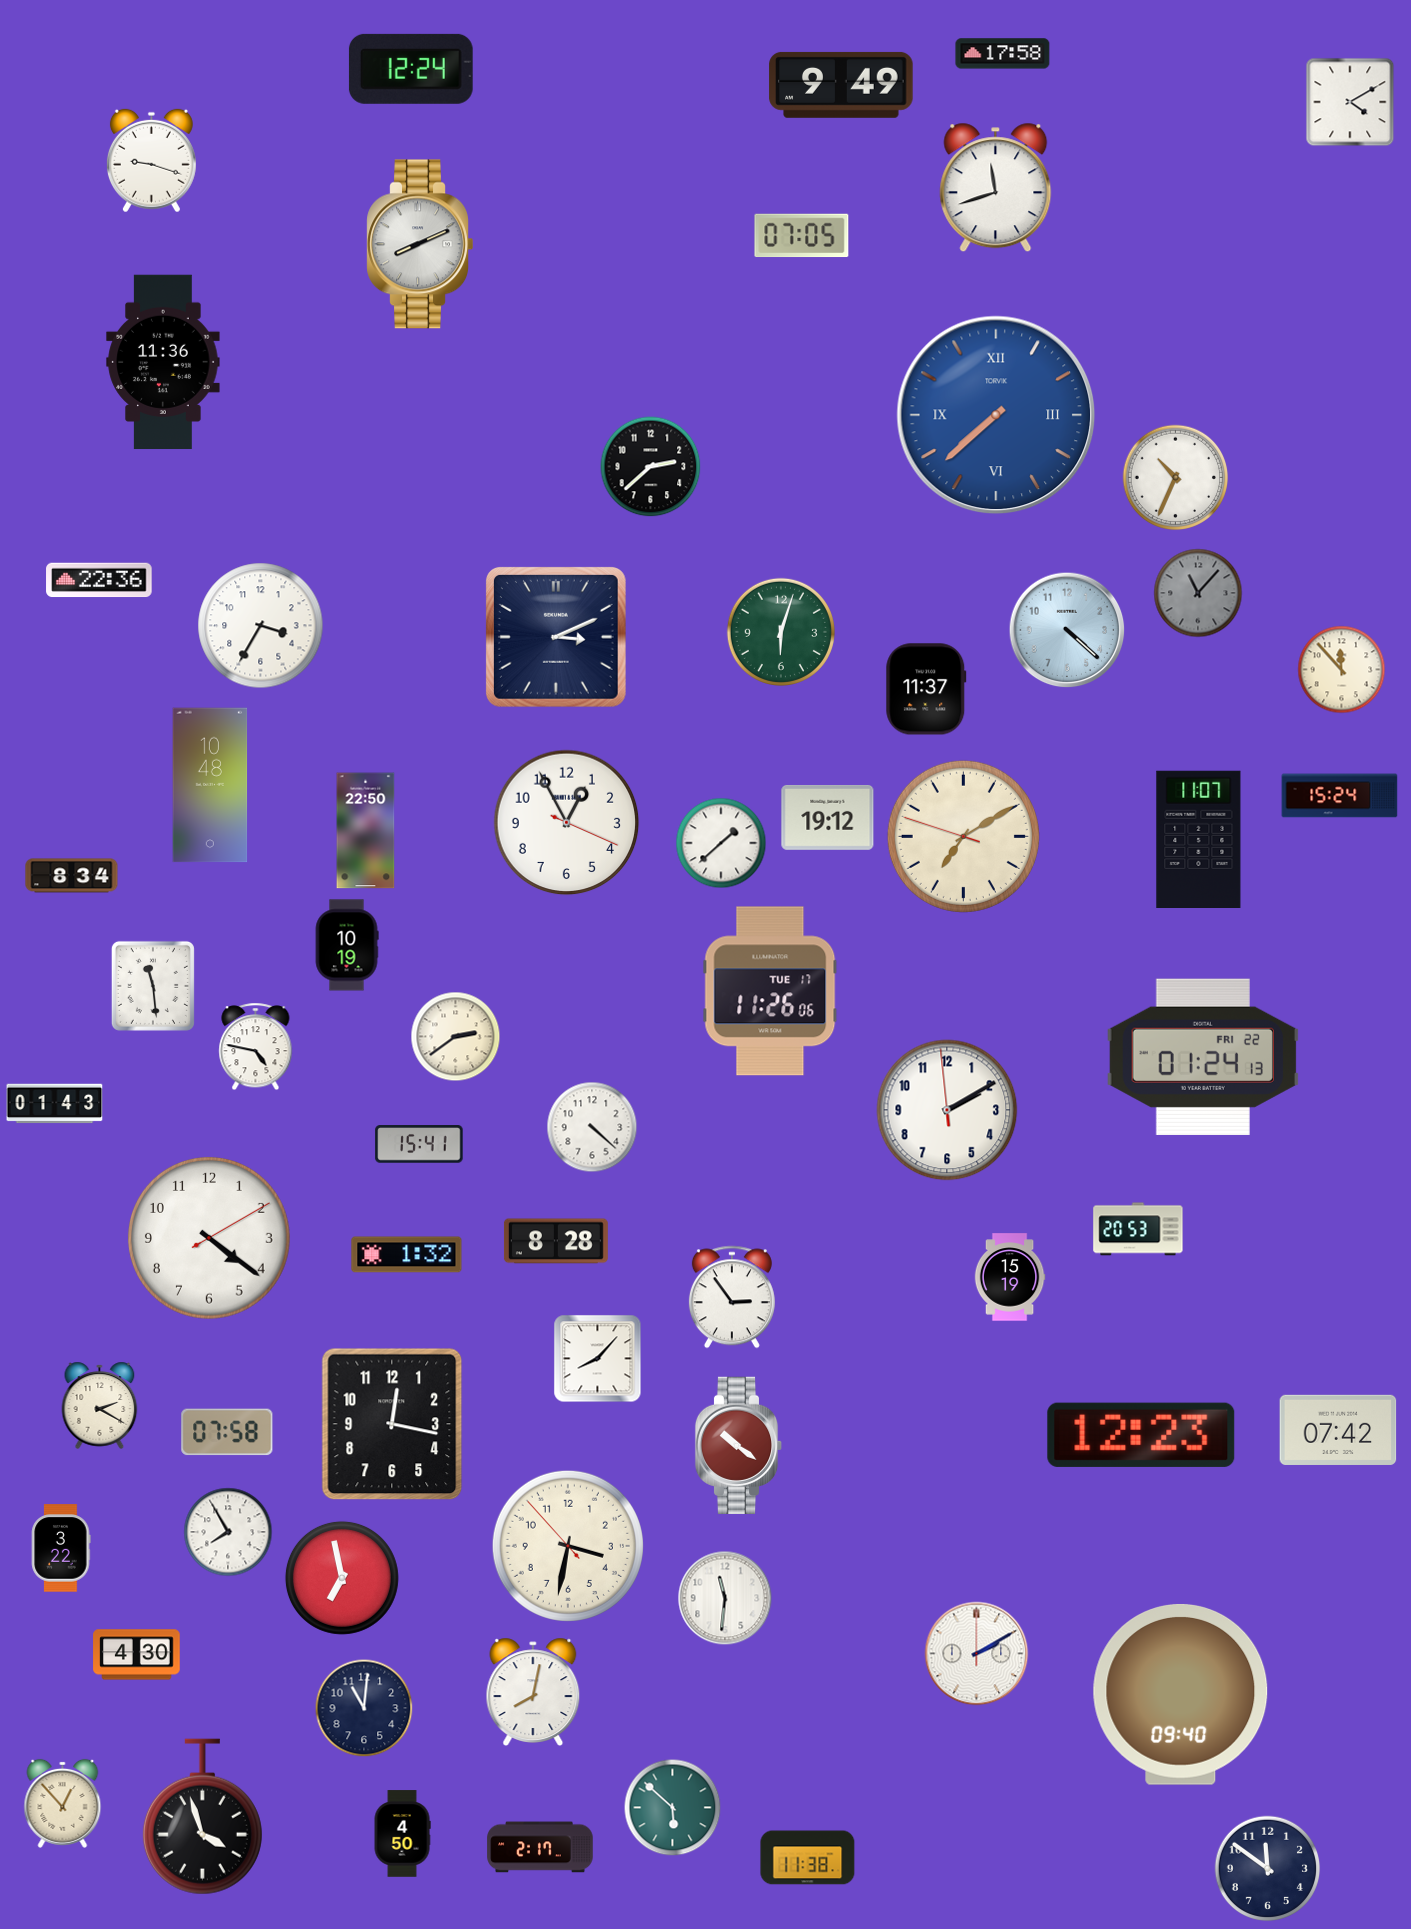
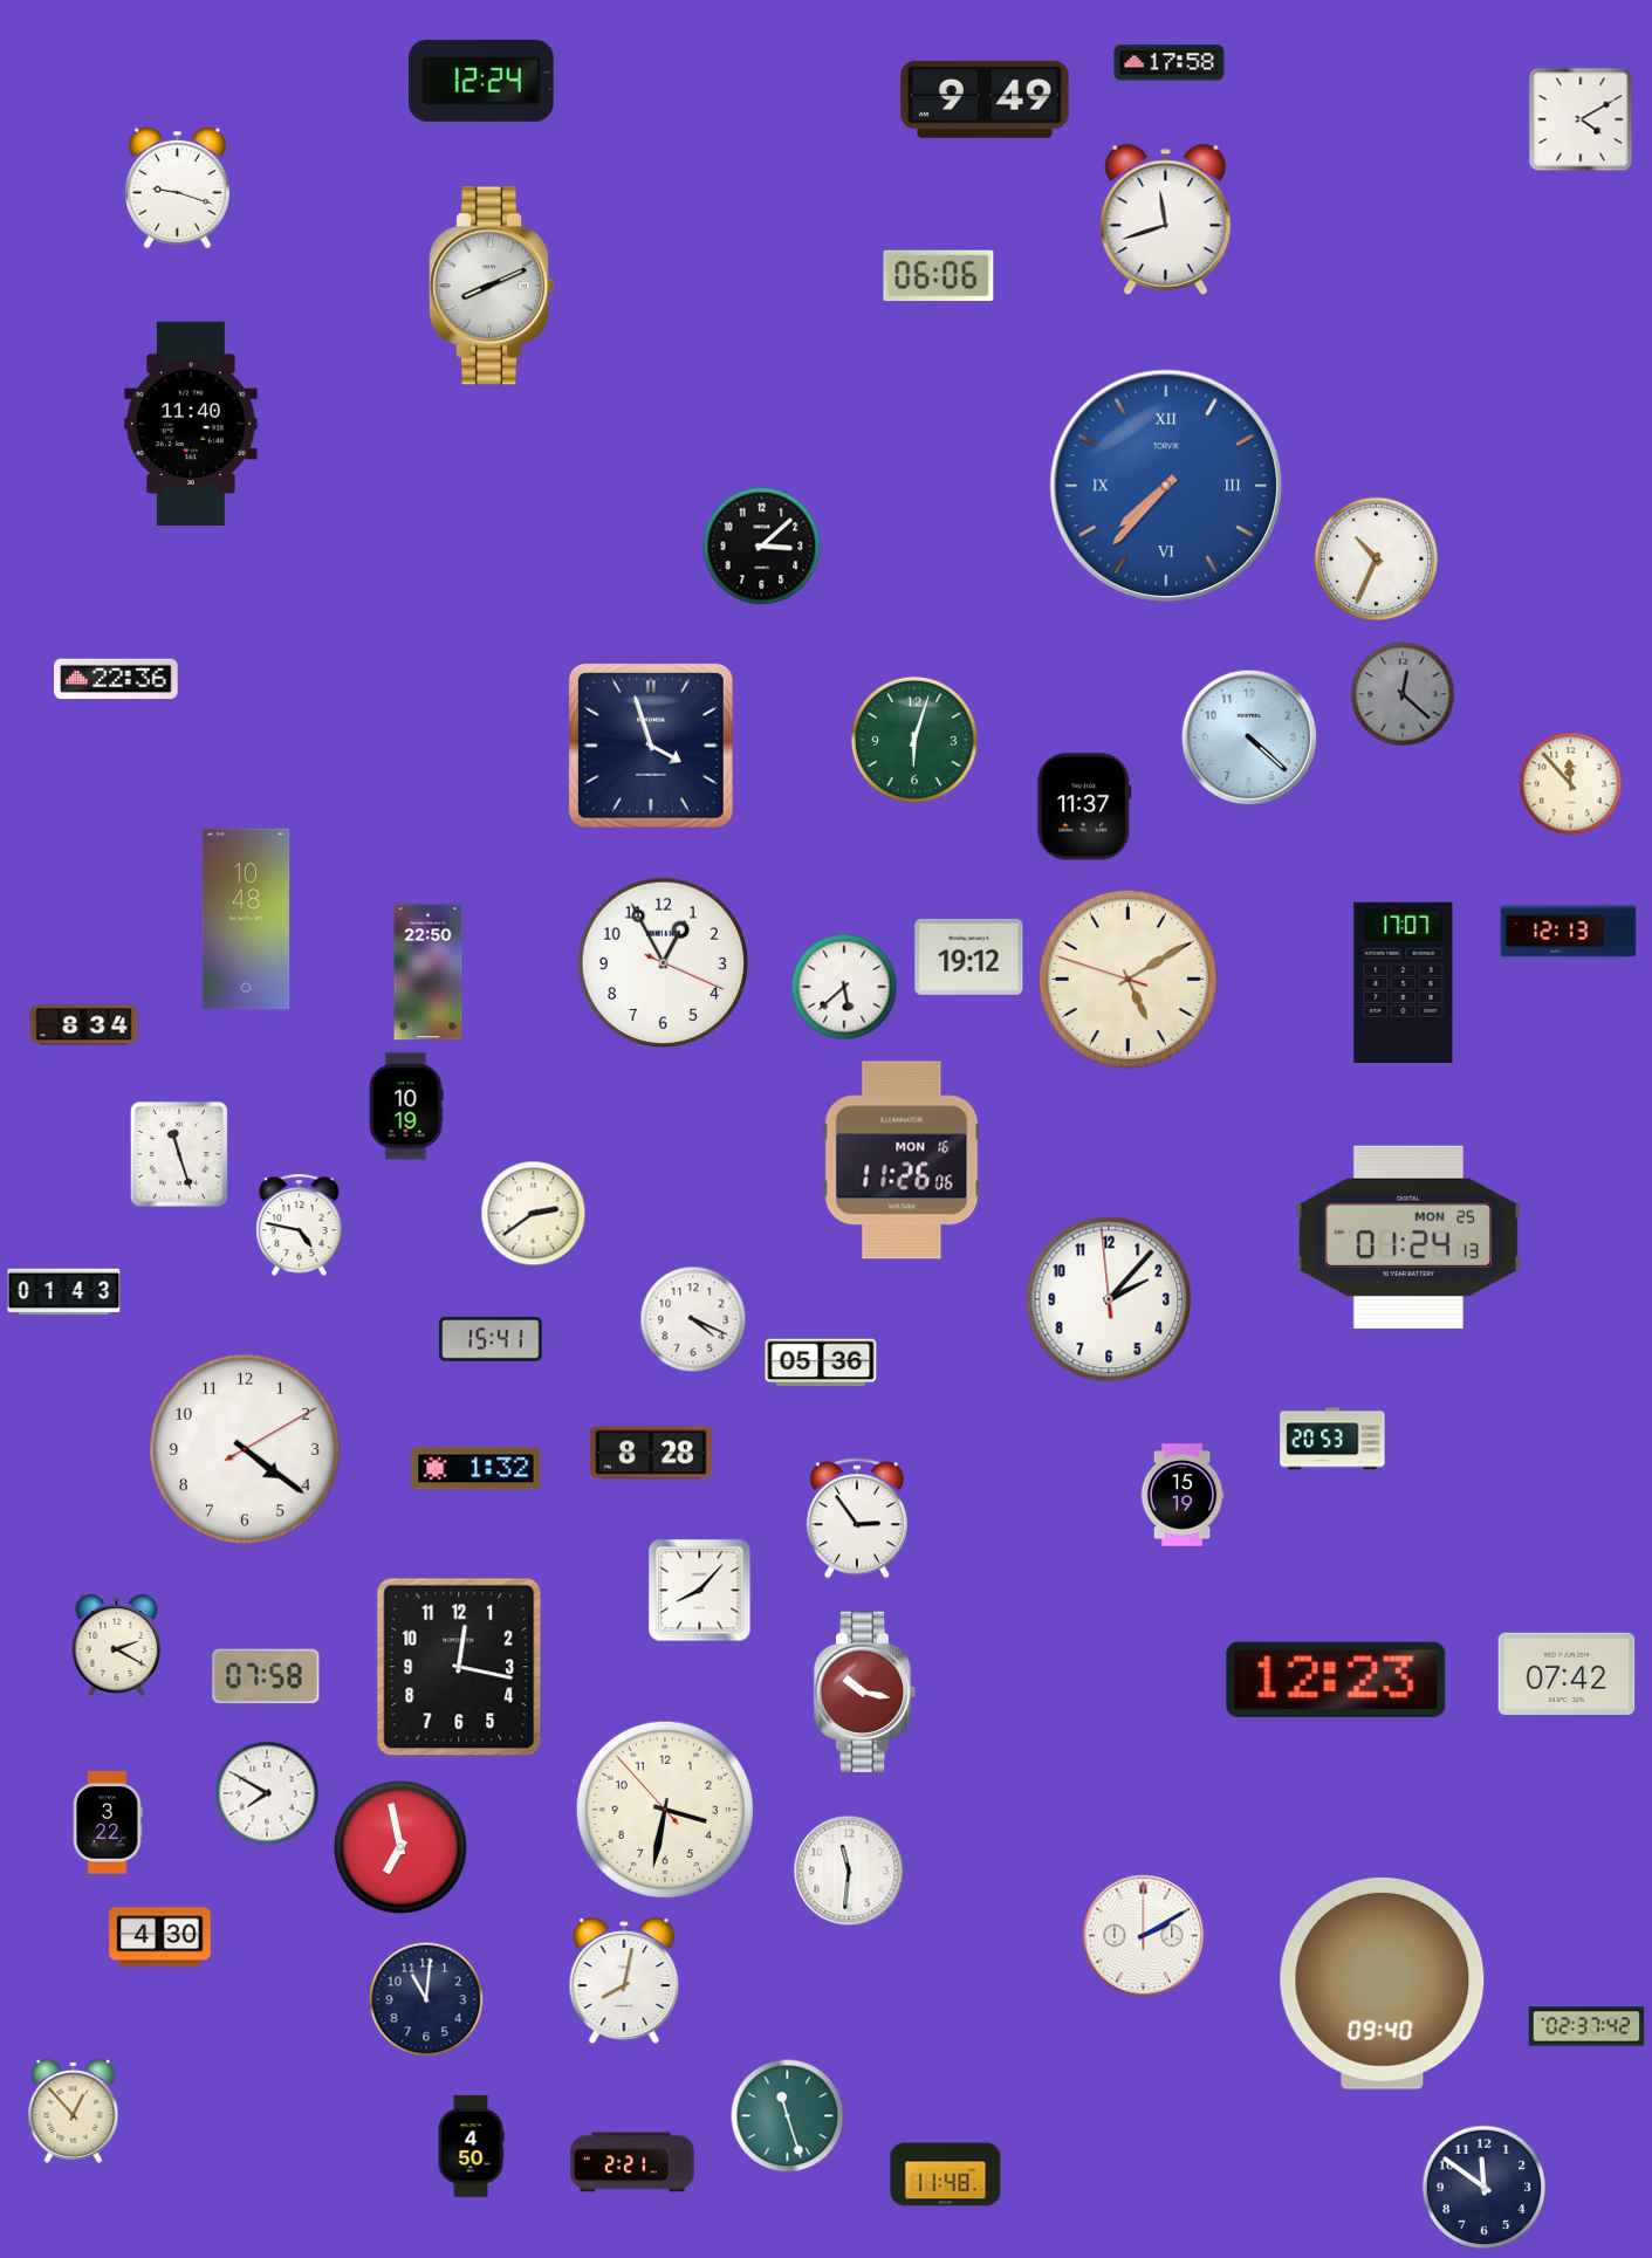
clock at (1003, 54) position: (1003, 54) -> (1170, 63)
clock at (802, 236): 07:05 -> 06:06
clock at (163, 362): 11:36 -> 11:40
clock at (996, 415): 7:38 -> 7:37
clock at (651, 467): 2:38 -> 3:08
clock at (1198, 593): 11:07 -> 12:22
clock at (261, 626): 3:35 -> none
clock at (556, 637): 3:11 -> 3:57
clock at (1340, 796): 15:24 -> 12:13
clock at (963, 836): 7:09 -> 5:09
clock at (1199, 839): 11:07 -> 17:07
clock at (721, 843): 1:38 -> 5:38
clock at (153, 986): 11:29 -> 11:27
clock at (770, 991) date: TUE 17 -> MON 16
clock at (1203, 1057) date: FRI 22 -> MON 25
clock at (947, 1110): 2:09 -> 2:06
clock at (592, 1127): 4:22 -> 4:19
clock at (821, 1363): none -> 05:36
clock at (739, 1445): 10:21 -> 10:17
clock at (228, 1532): 7:55 -> 7:50
clock at (61, 1548) position: (61, 1548) -> (108, 1823)
clock at (1586, 2026): none -> 02:37
clock at (673, 1808): 5:52 -> 11:27
clock at (202, 1817): 3:57 -> none
clock at (540, 1847): 2:17 -> 2:21
clock at (808, 1858): 11:38 -> 11:48
